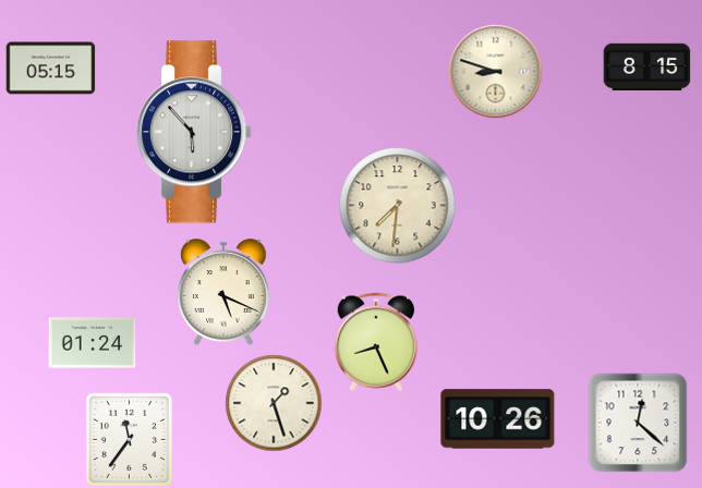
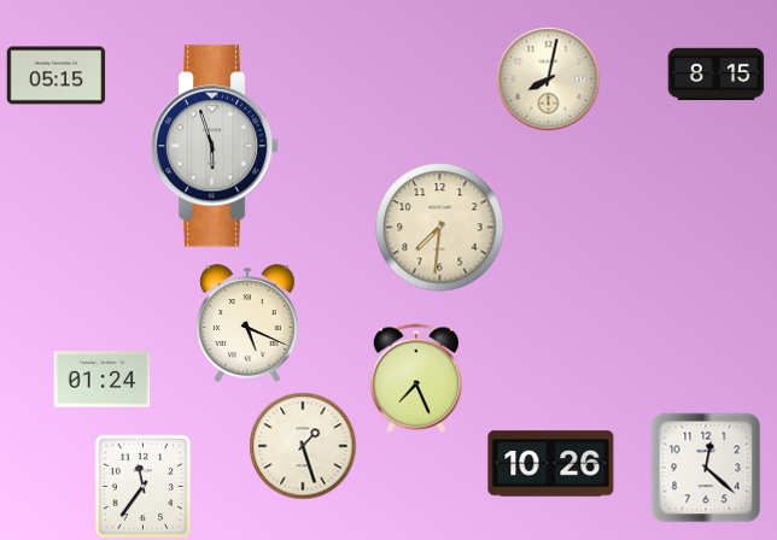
clock at (496, 72): 8:48 -> 8:02
clock at (194, 132): 5:53 -> 5:57
clock at (376, 342): 8:26 -> 7:26
